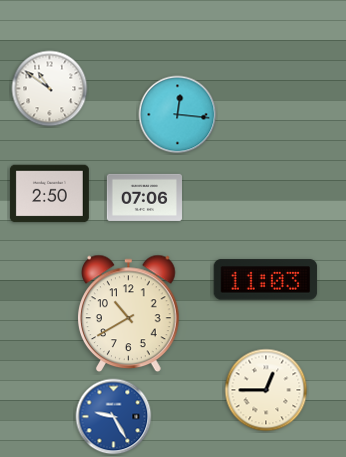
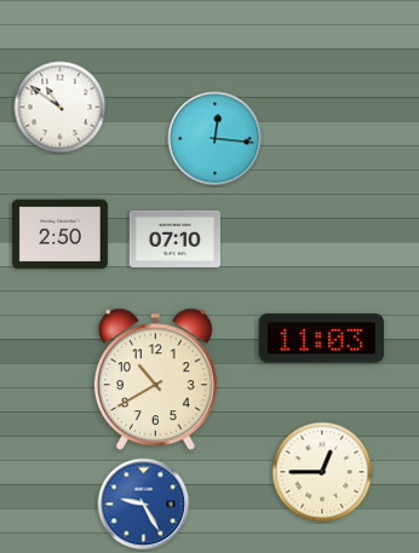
clock at (144, 197): 07:06 -> 07:10
clock at (114, 417) position: (114, 417) -> (144, 505)
